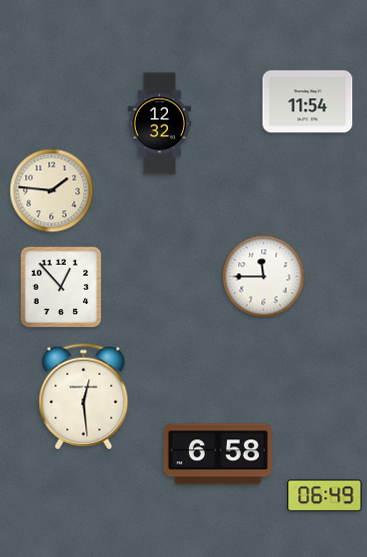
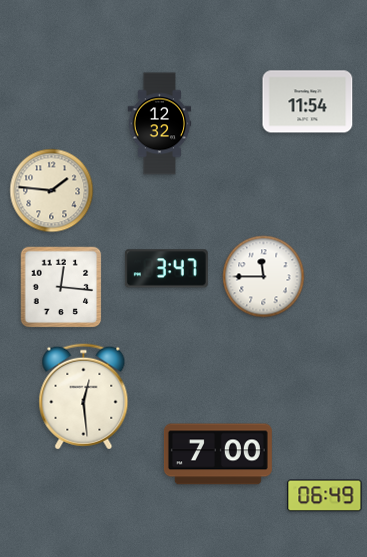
clock at (166, 269): none -> 3:47
clock at (61, 287): 12:53 -> 12:16
clock at (218, 454): 6:58 -> 7:00
